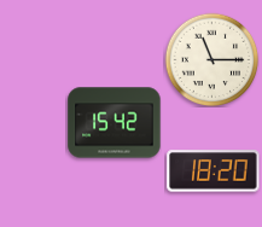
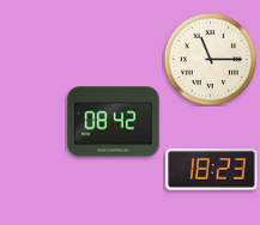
clock at (115, 123): 15:42 -> 08:42
clock at (214, 171): 18:20 -> 18:23
